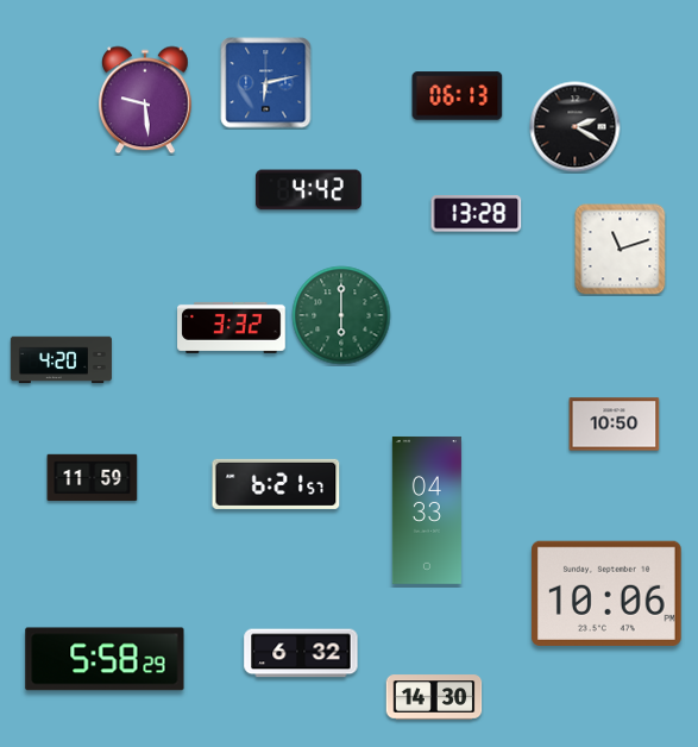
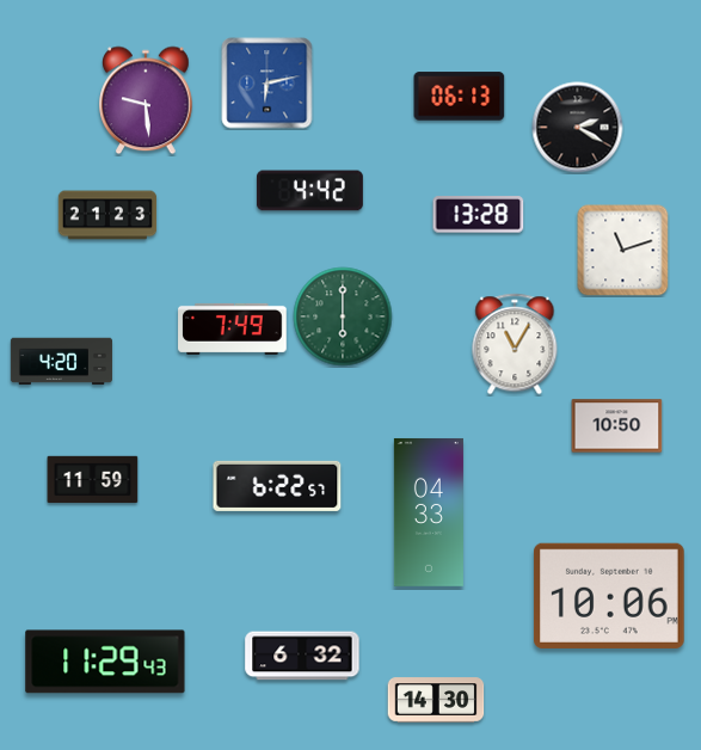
clock at (107, 215): none -> 21:23
clock at (232, 327): 3:32 -> 7:49
clock at (515, 344): none -> 11:05
clock at (276, 484): 6:21 -> 6:22
clock at (105, 659): 5:58 -> 11:29
